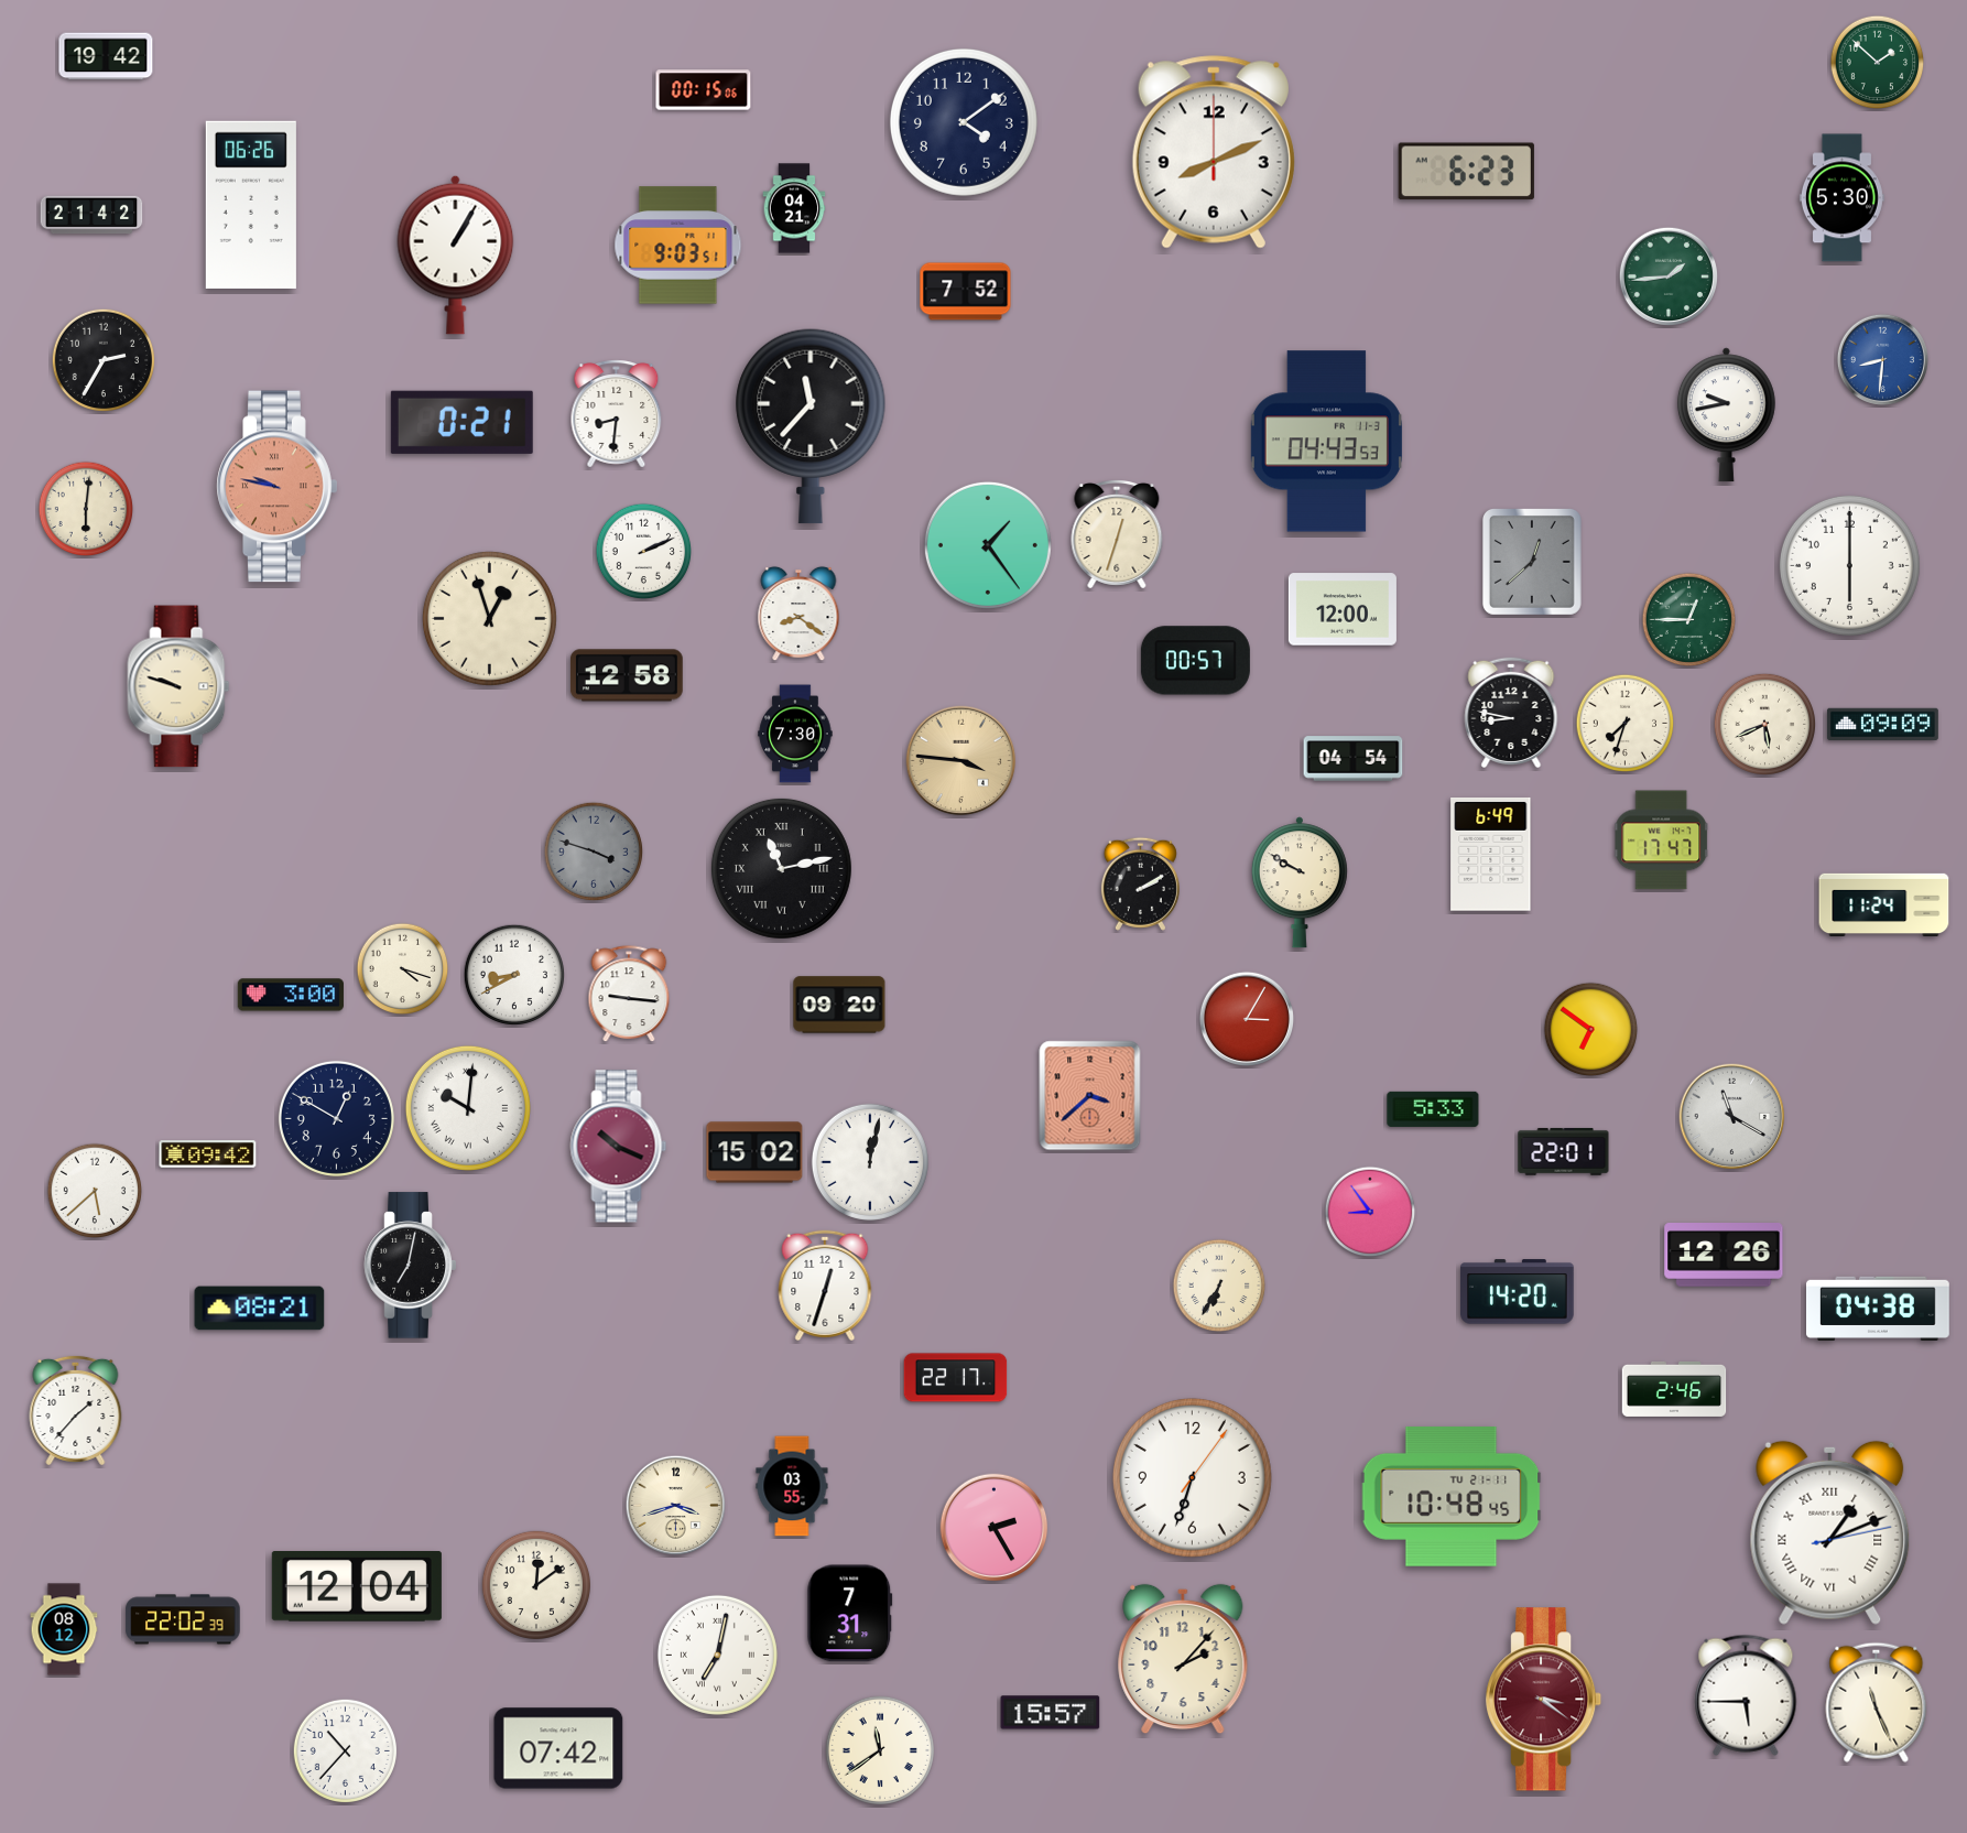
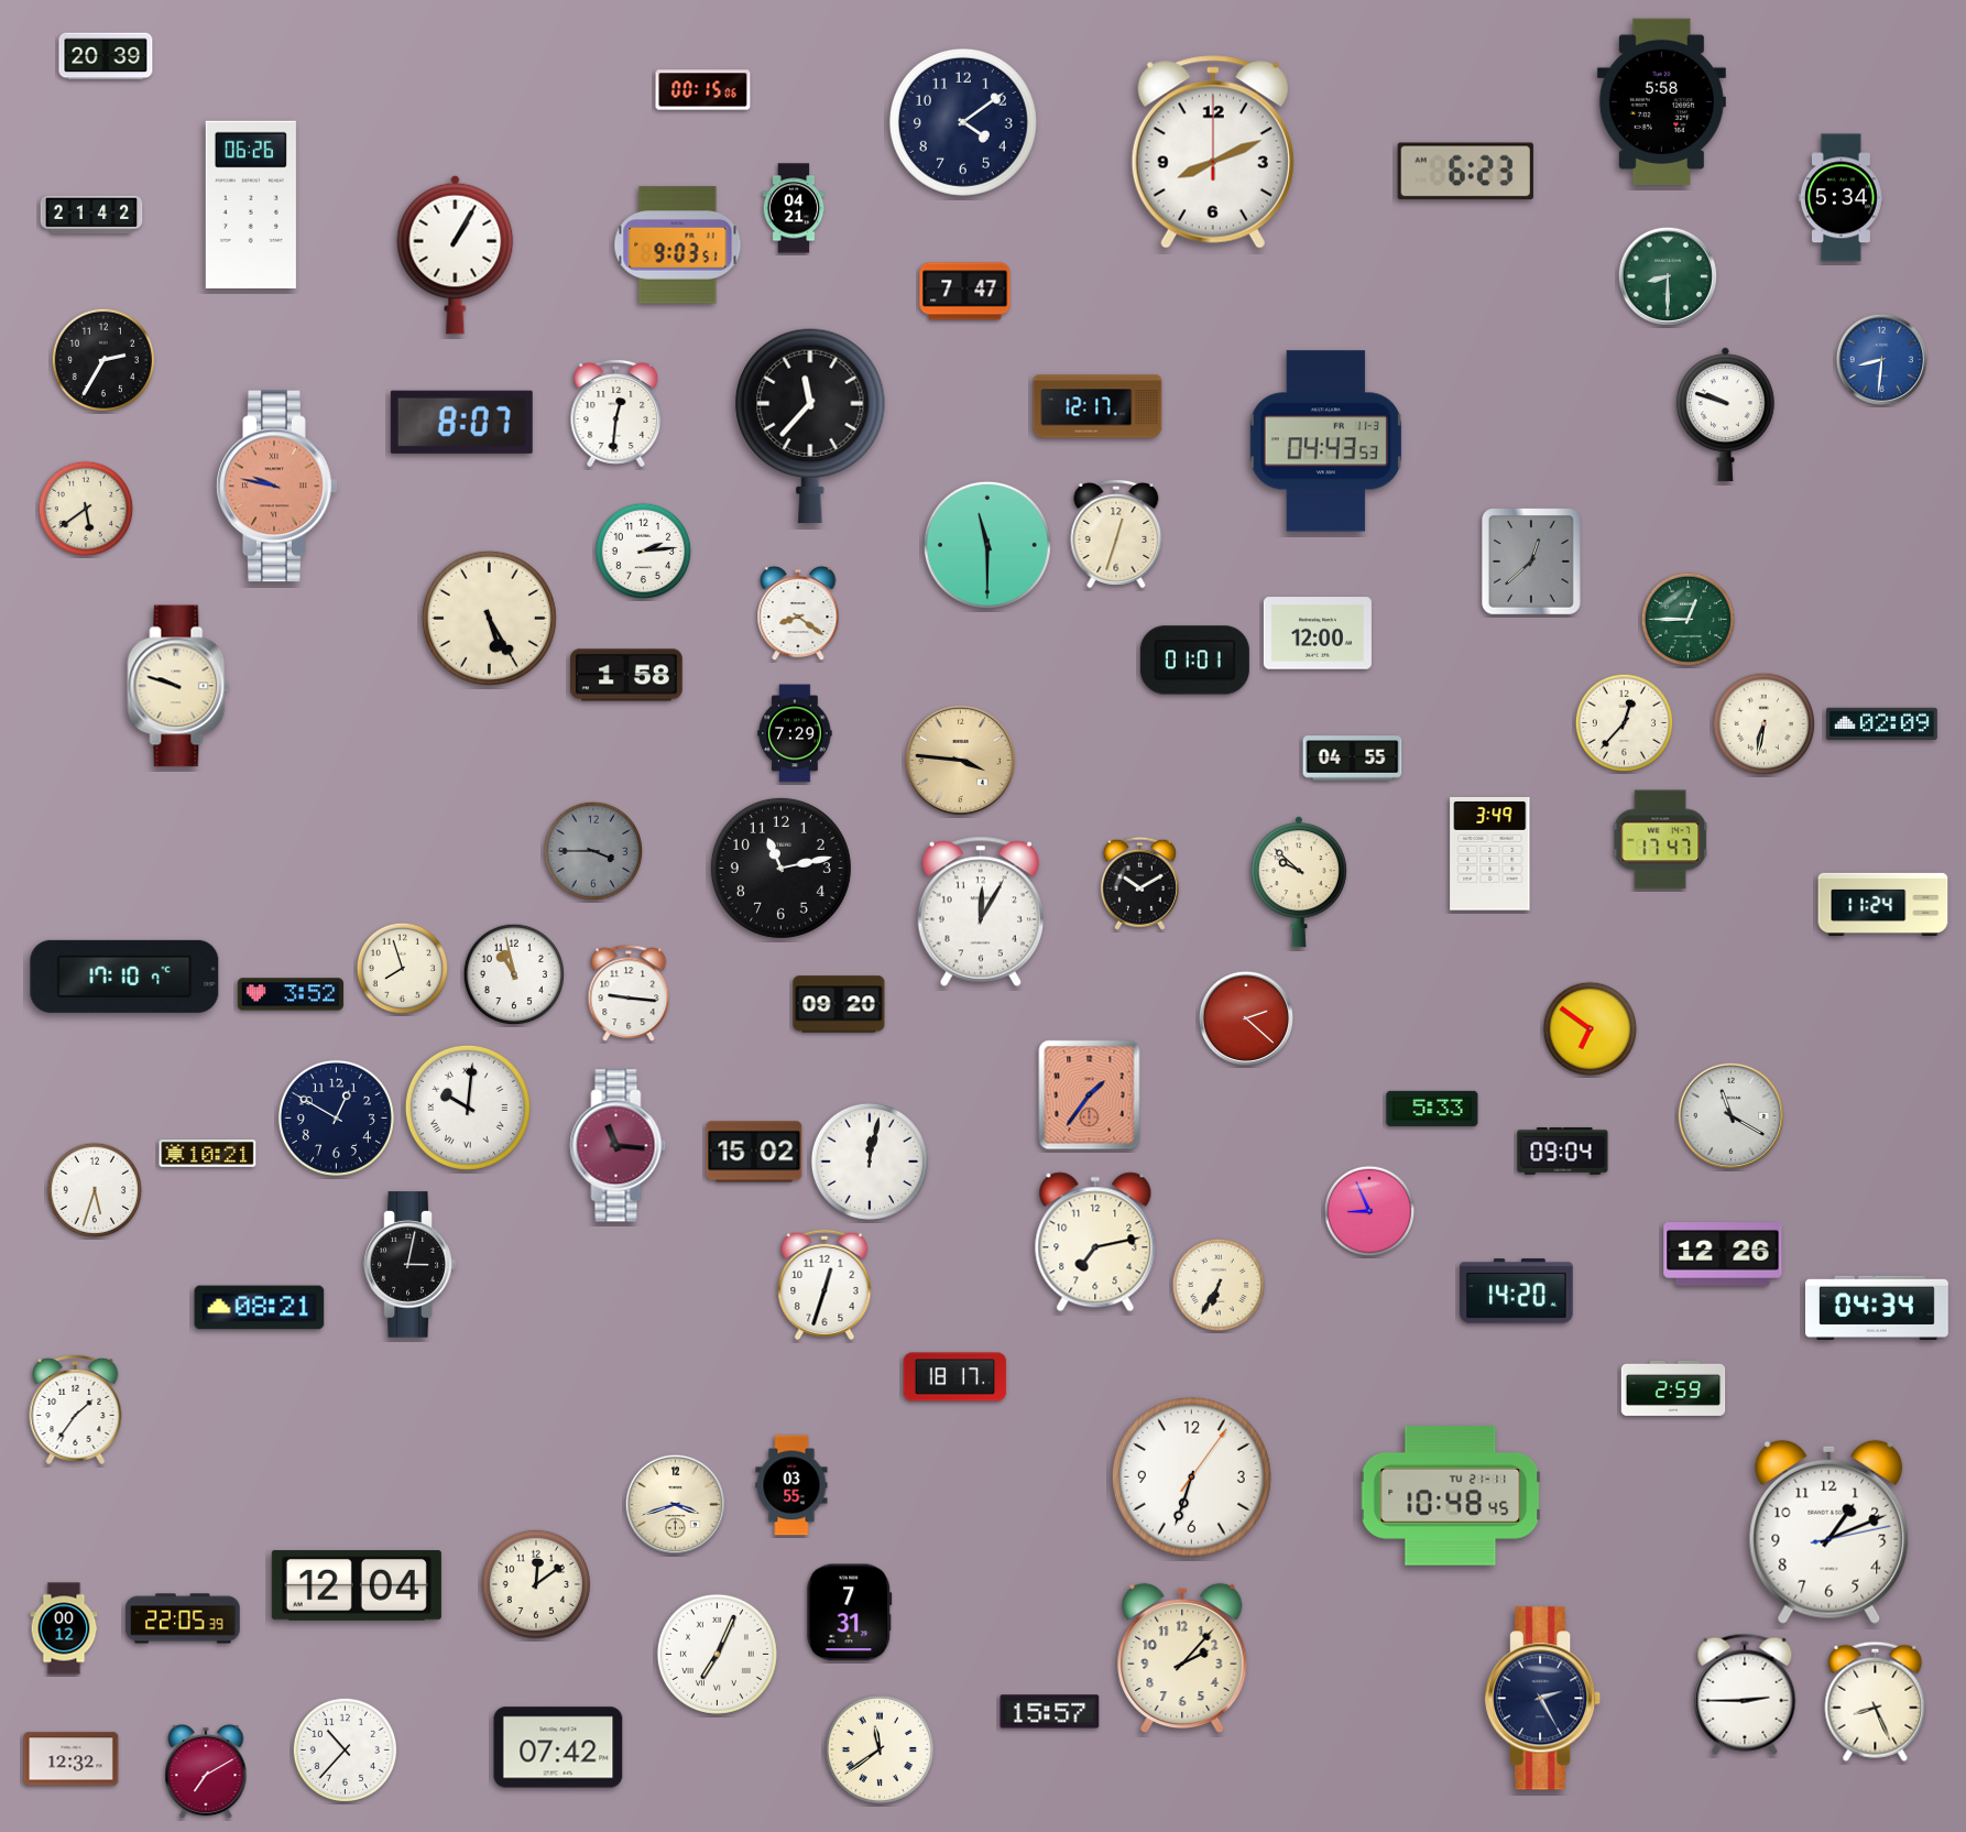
clock at (106, 56): 19:42 -> 20:39
clock at (1878, 63): 1:52 -> none
clock at (1661, 101): none -> 5:58
clock at (1841, 198): 5:30 -> 5:34
clock at (1667, 275): 1:44 -> 8:30
clock at (966, 292): 7:52 -> 7:47
clock at (1097, 406): none -> 12:17
clock at (617, 414): 8:31 -> 12:31
clock at (1726, 415): 9:43 -> 9:48
clock at (461, 422): 0:21 -> 8:07
clock at (86, 509): 6:01 -> 5:39
clock at (988, 545): 1:24 -> 11:30
clock at (644, 552): 2:11 -> 2:14
clock at (1849, 565): 6:00 -> none
clock at (1343, 609) position: (1343, 609) -> (1318, 633)
clock at (489, 618): 12:57 -> 5:25
clock at (1195, 661): 00:57 -> 01:01
clock at (627, 675): 12:58 -> 1:58
clock at (1511, 712): 8:47 -> none
clock at (1626, 724): 7:33 -> 12:37
clock at (1764, 724): 5:41 -> 6:32
clock at (1882, 725): 09:09 -> 02:09
clock at (795, 734): 7:30 -> 7:29
clock at (1354, 759): 04:54 -> 04:55
clock at (594, 852): 3:48 -> 3:45
clock at (1491, 854): 6:49 -> 3:49
clock at (781, 868) numerals: Roman -> Arabic
clock at (1300, 882): 9:50 -> 9:52
clock at (1140, 883): 2:10 -> 10:10
clock at (981, 912): none -> 12:05
clock at (403, 969): 4:18 -> 7:57
clock at (513, 974): 8:40 -> 10:58
clock at (124, 977): none -> 17:10
clock at (291, 995): 3:00 -> 3:52
clock at (1246, 1018): 3:05 -> 2:22
clock at (1090, 1096): 3:38 -> 1:36
clock at (619, 1147): 10:19 -> 11:16
clock at (1564, 1151): 22:01 -> 09:04
clock at (208, 1154): 09:42 -> 10:21
clock at (95, 1191): 5:38 -> 5:33
clock at (1370, 1212): 8:54 -> 8:56
clock at (1095, 1242): none -> 7:13
clock at (411, 1266): 7:02 -> 3:02
clock at (1879, 1308): 04:38 -> 04:34
clock at (956, 1378): 22:17 -> 18:17
clock at (1674, 1389): 2:46 -> 2:59
clock at (76, 1410): 1:37 -> 1:36
clock at (995, 1528): 2:25 -> none
clock at (1830, 1532) numerals: Roman -> Arabic
clock at (183, 1619): 22:02 -> 22:05
clock at (64, 1629): 08:12 -> 00:12
clock at (717, 1655): 7:02 -> 7:04
clock at (1746, 1695): 5:45 -> 2:45
clock at (1545, 1700): 3:21 -> 2:25
clock at (1545, 1700) dial: burgundy -> navy
clock at (1877, 1702): 11:26 -> 8:26
clock at (72, 1759): none -> 12:32
clock at (206, 1771): none -> 7:10
